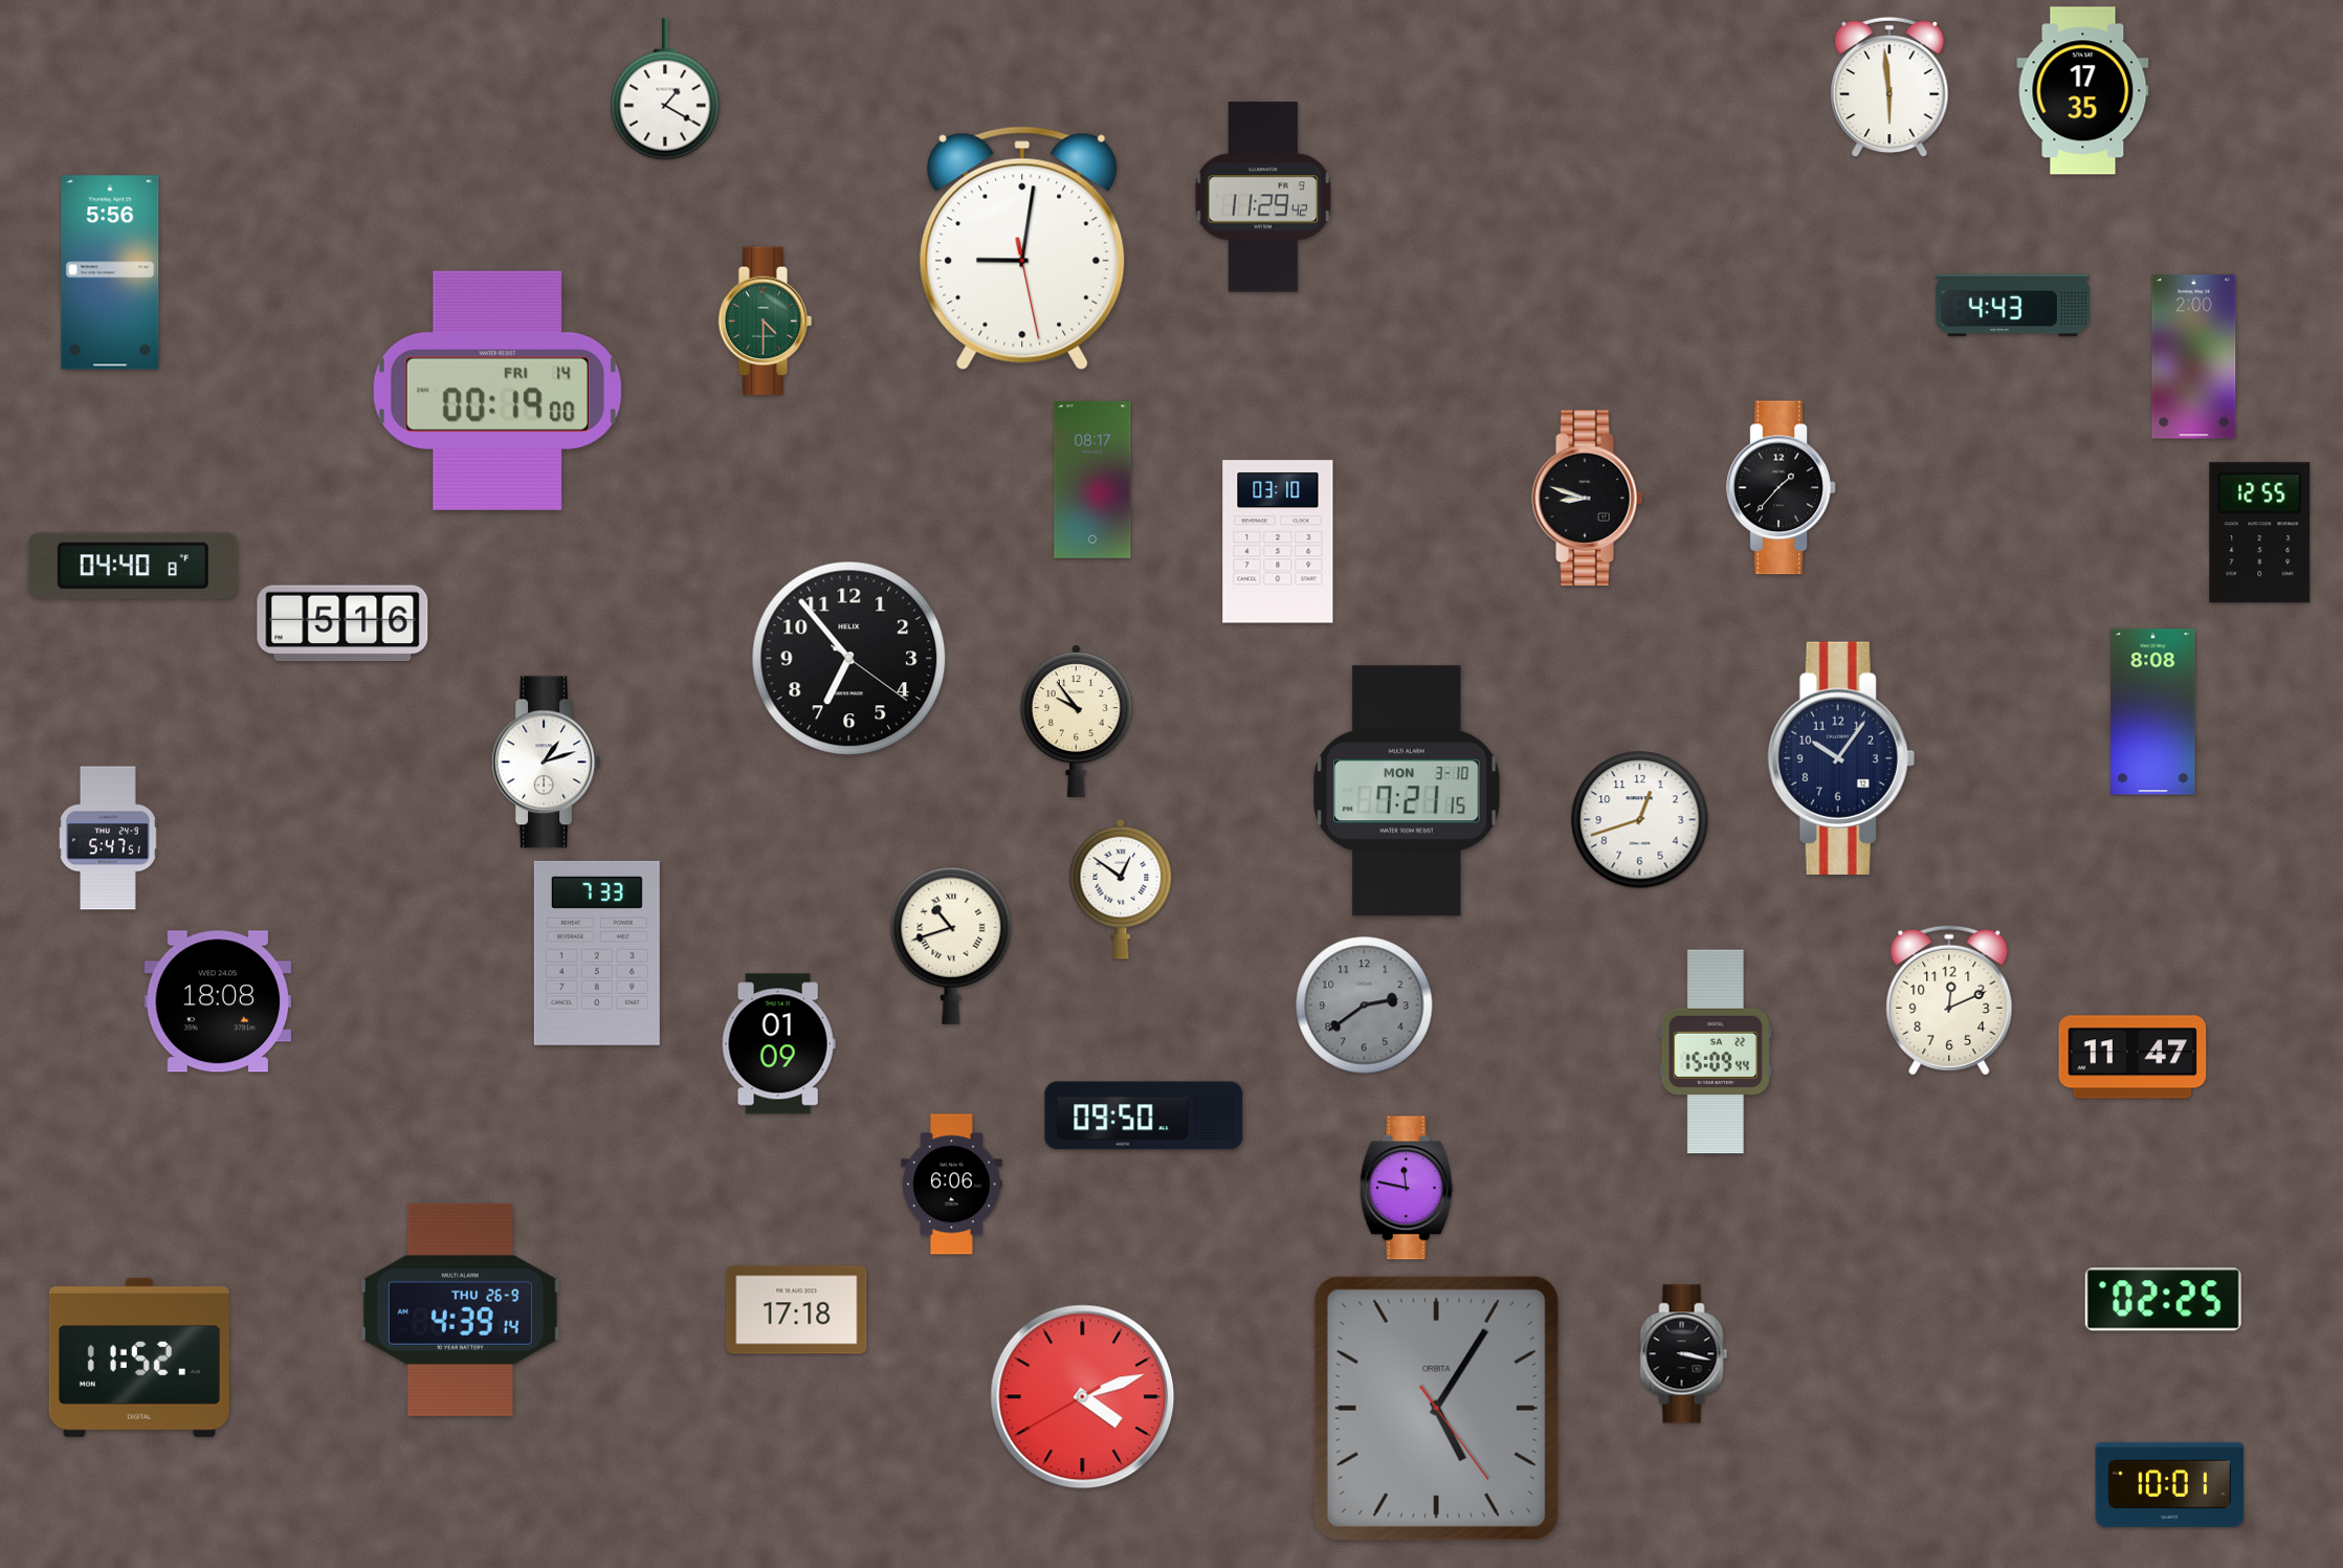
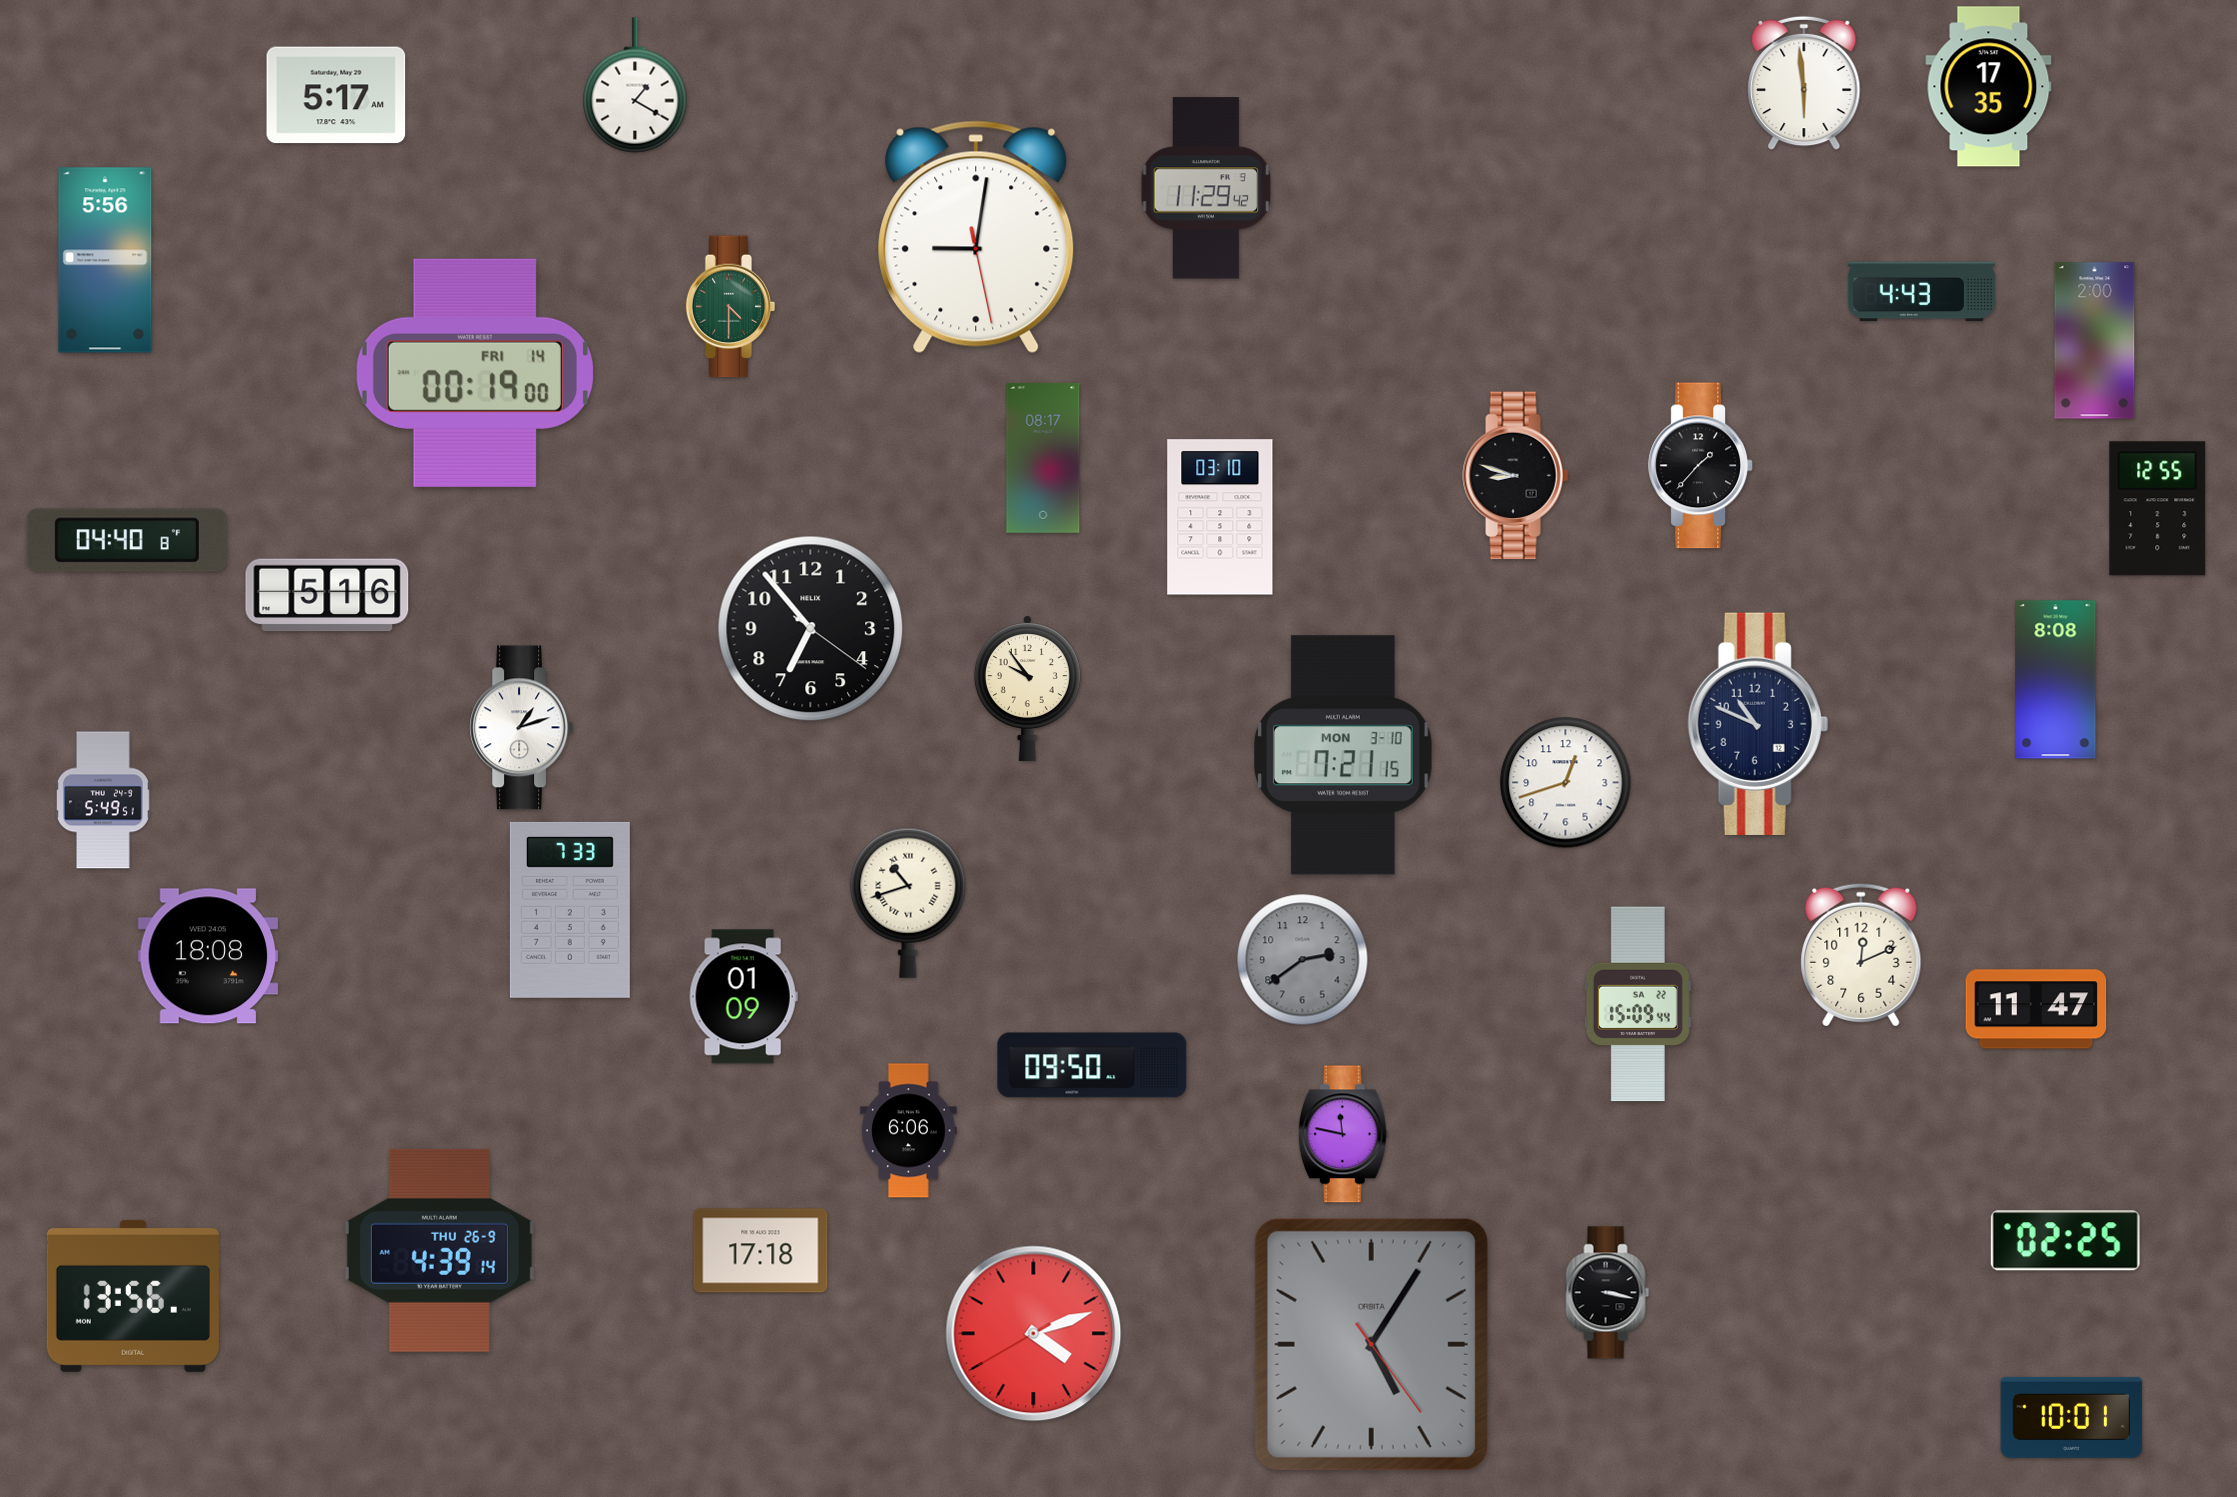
clock at (336, 95): none -> 5:17
clock at (1841, 758): 10:06 -> 10:49
clock at (109, 838): 5:47 -> 5:49
clock at (1121, 889): 12:51 -> none
clock at (139, 1357): 11:52 -> 13:56
